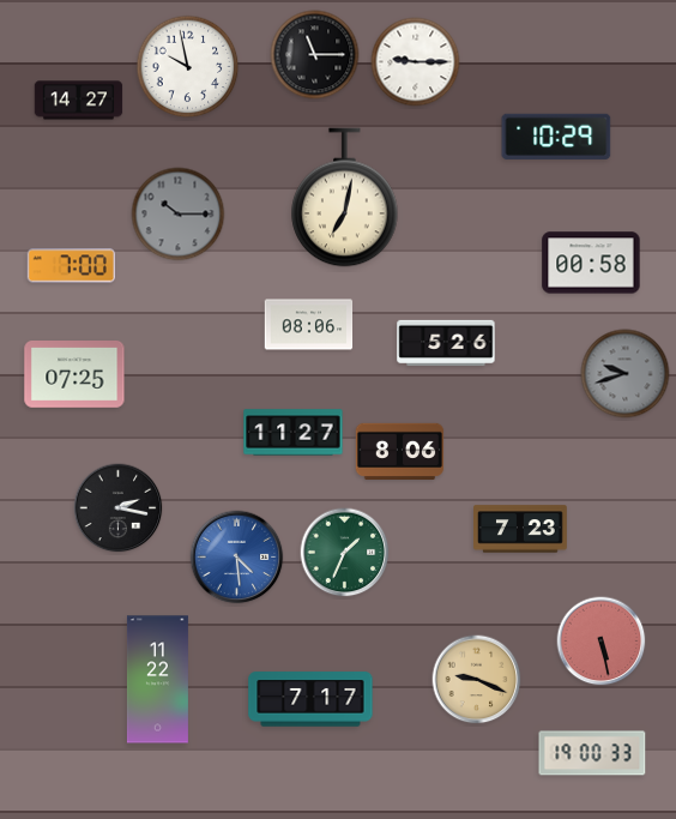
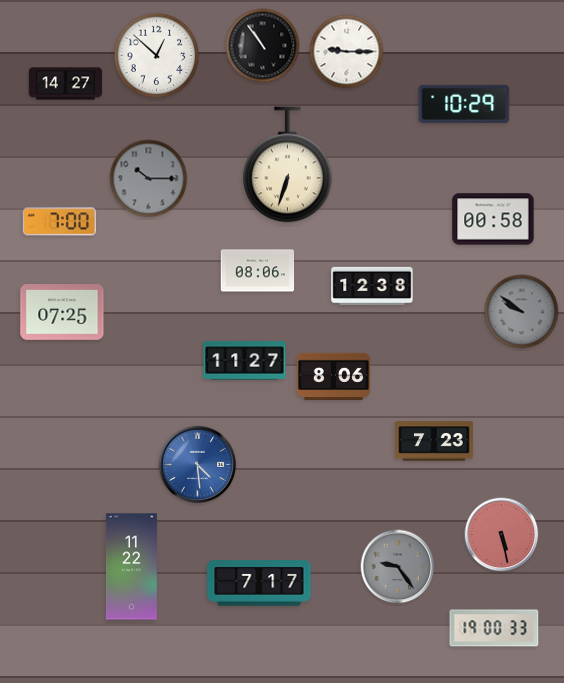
clock at (315, 55): 11:15 -> 10:54
clock at (188, 67): 9:58 -> 12:52
clock at (556, 137) position: (556, 137) -> (464, 104)
clock at (345, 198): 7:02 -> 6:33
clock at (446, 342): 5:26 -> 12:38
clock at (626, 374): 9:42 -> 9:51
clock at (119, 508): 2:17 -> none
clock at (345, 553): 1:34 -> none
clock at (477, 680): 9:19 -> 9:24
clock at (477, 680) dial: champagne -> grey
